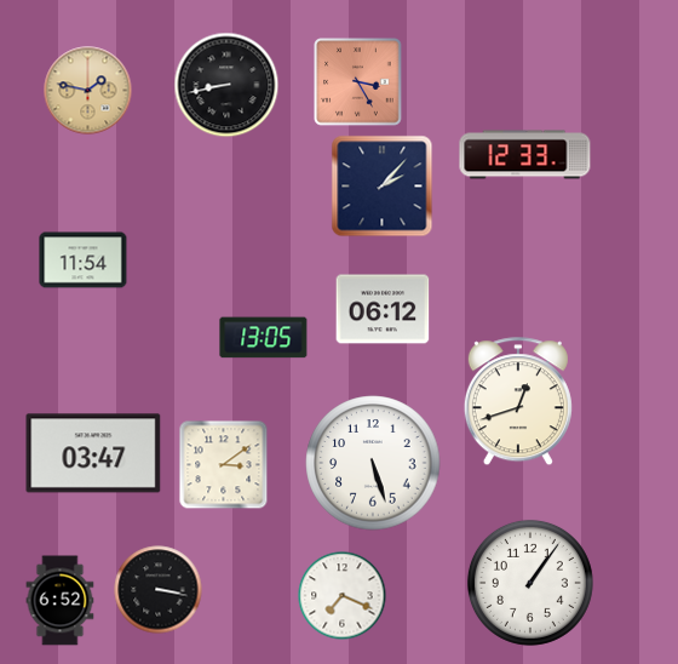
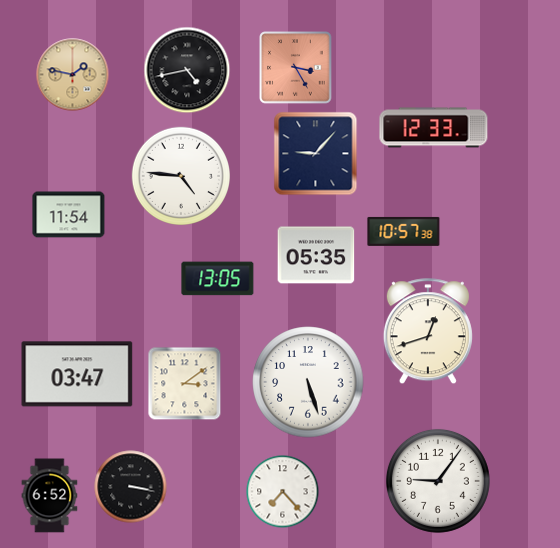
clock at (226, 85): 8:43 -> 4:43
clock at (383, 187): 2:07 -> 9:07
clock at (180, 175): none -> 4:46
clock at (404, 231): none -> 10:57
clock at (383, 309): 06:12 -> 05:35
clock at (530, 583): 1:06 -> 9:06
clock at (343, 596): 7:19 -> 7:23
